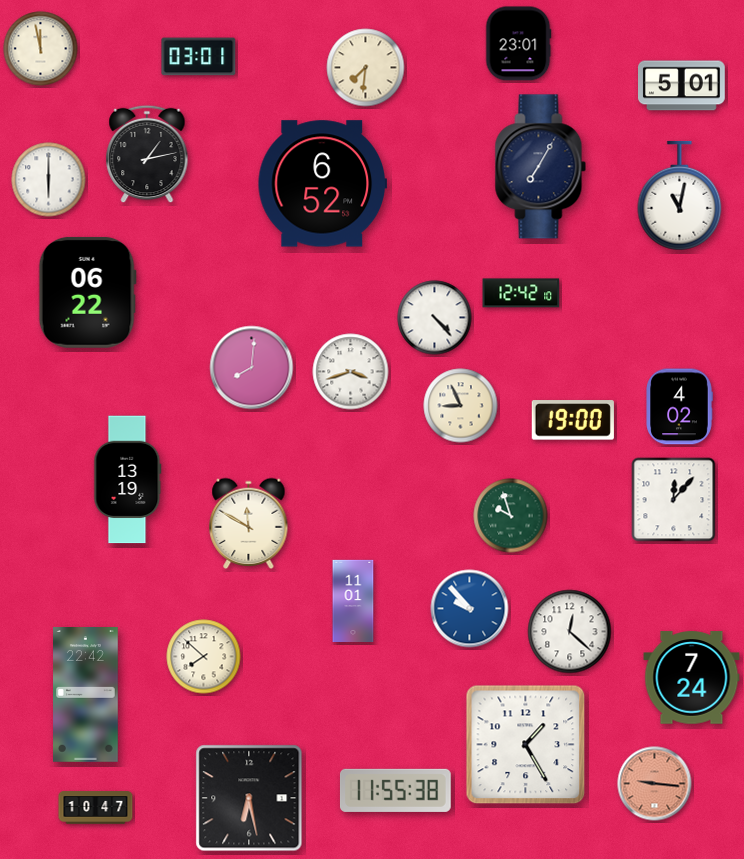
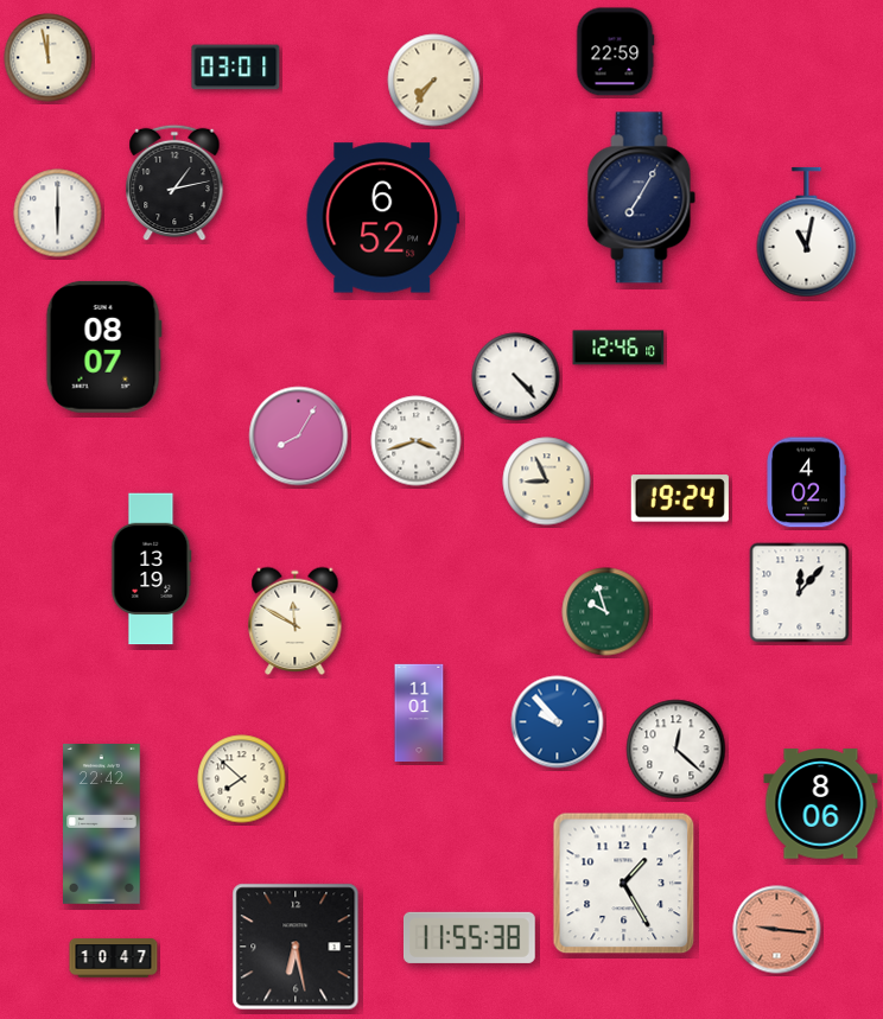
clock at (519, 44): 23:01 -> 22:59
clock at (366, 68): 7:31 -> 7:36
clock at (682, 86): 5:01 -> none
clock at (87, 292): 06:22 -> 08:07
clock at (521, 293): 12:42 -> 12:46
clock at (252, 368): 8:01 -> 8:05
clock at (573, 420): 19:00 -> 19:24
clock at (692, 678): 7:24 -> 8:06
